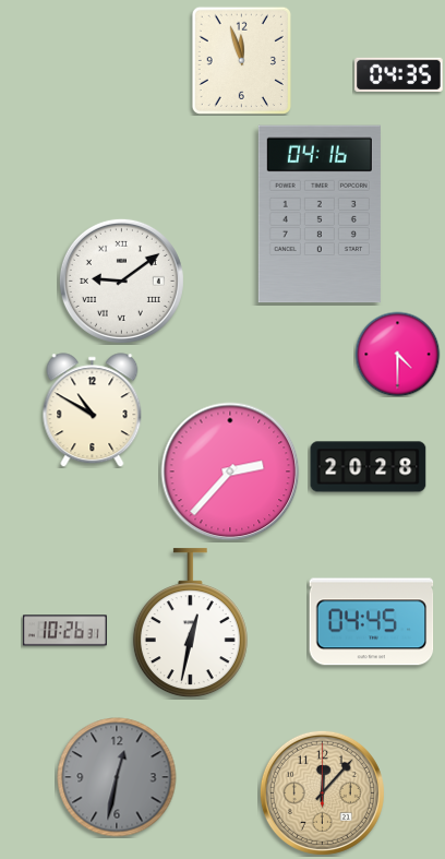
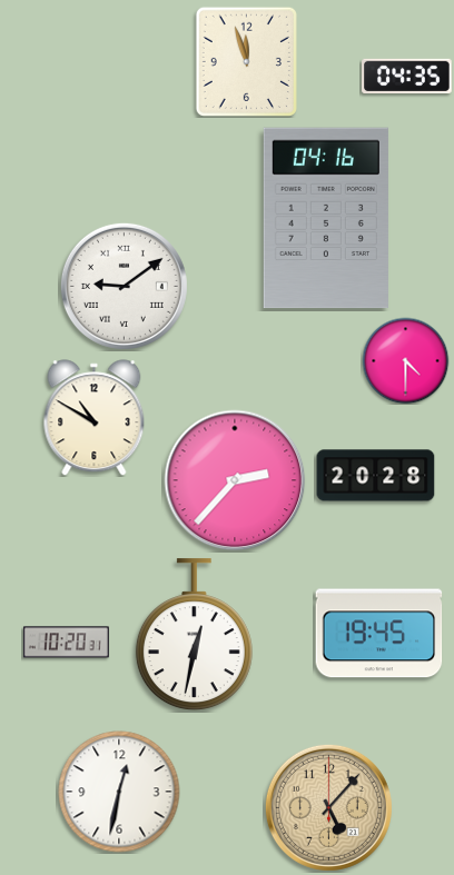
clock at (372, 622): 04:45 -> 19:45
clock at (64, 631): 10:26 -> 10:20
clock at (117, 777) dial: grey -> white
clock at (322, 792): 12:07 -> 5:07
